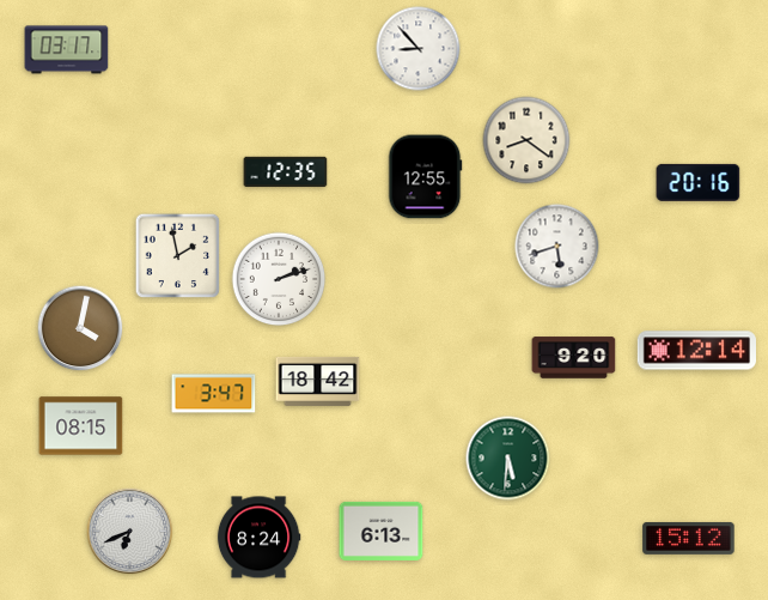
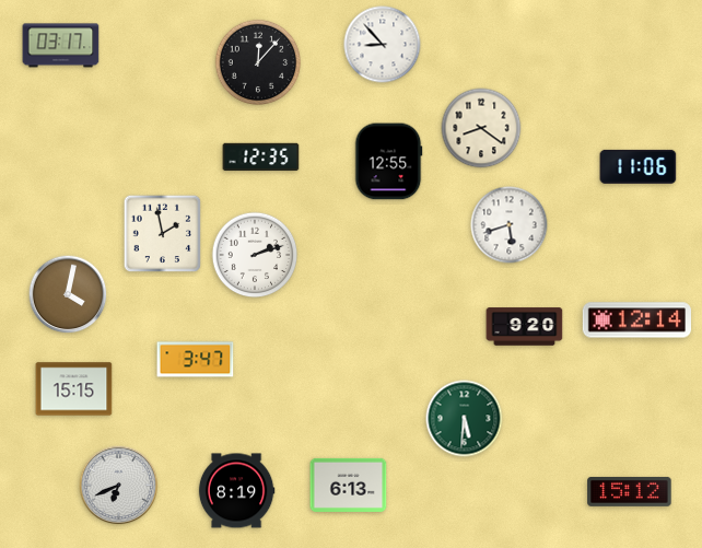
clock at (258, 62): none -> 12:07
clock at (699, 182): 20:16 -> 11:06
clock at (80, 328) position: (80, 328) -> (68, 294)
clock at (318, 381): 18:42 -> none
clock at (81, 426): 08:15 -> 15:15
clock at (258, 538): 8:24 -> 8:19
